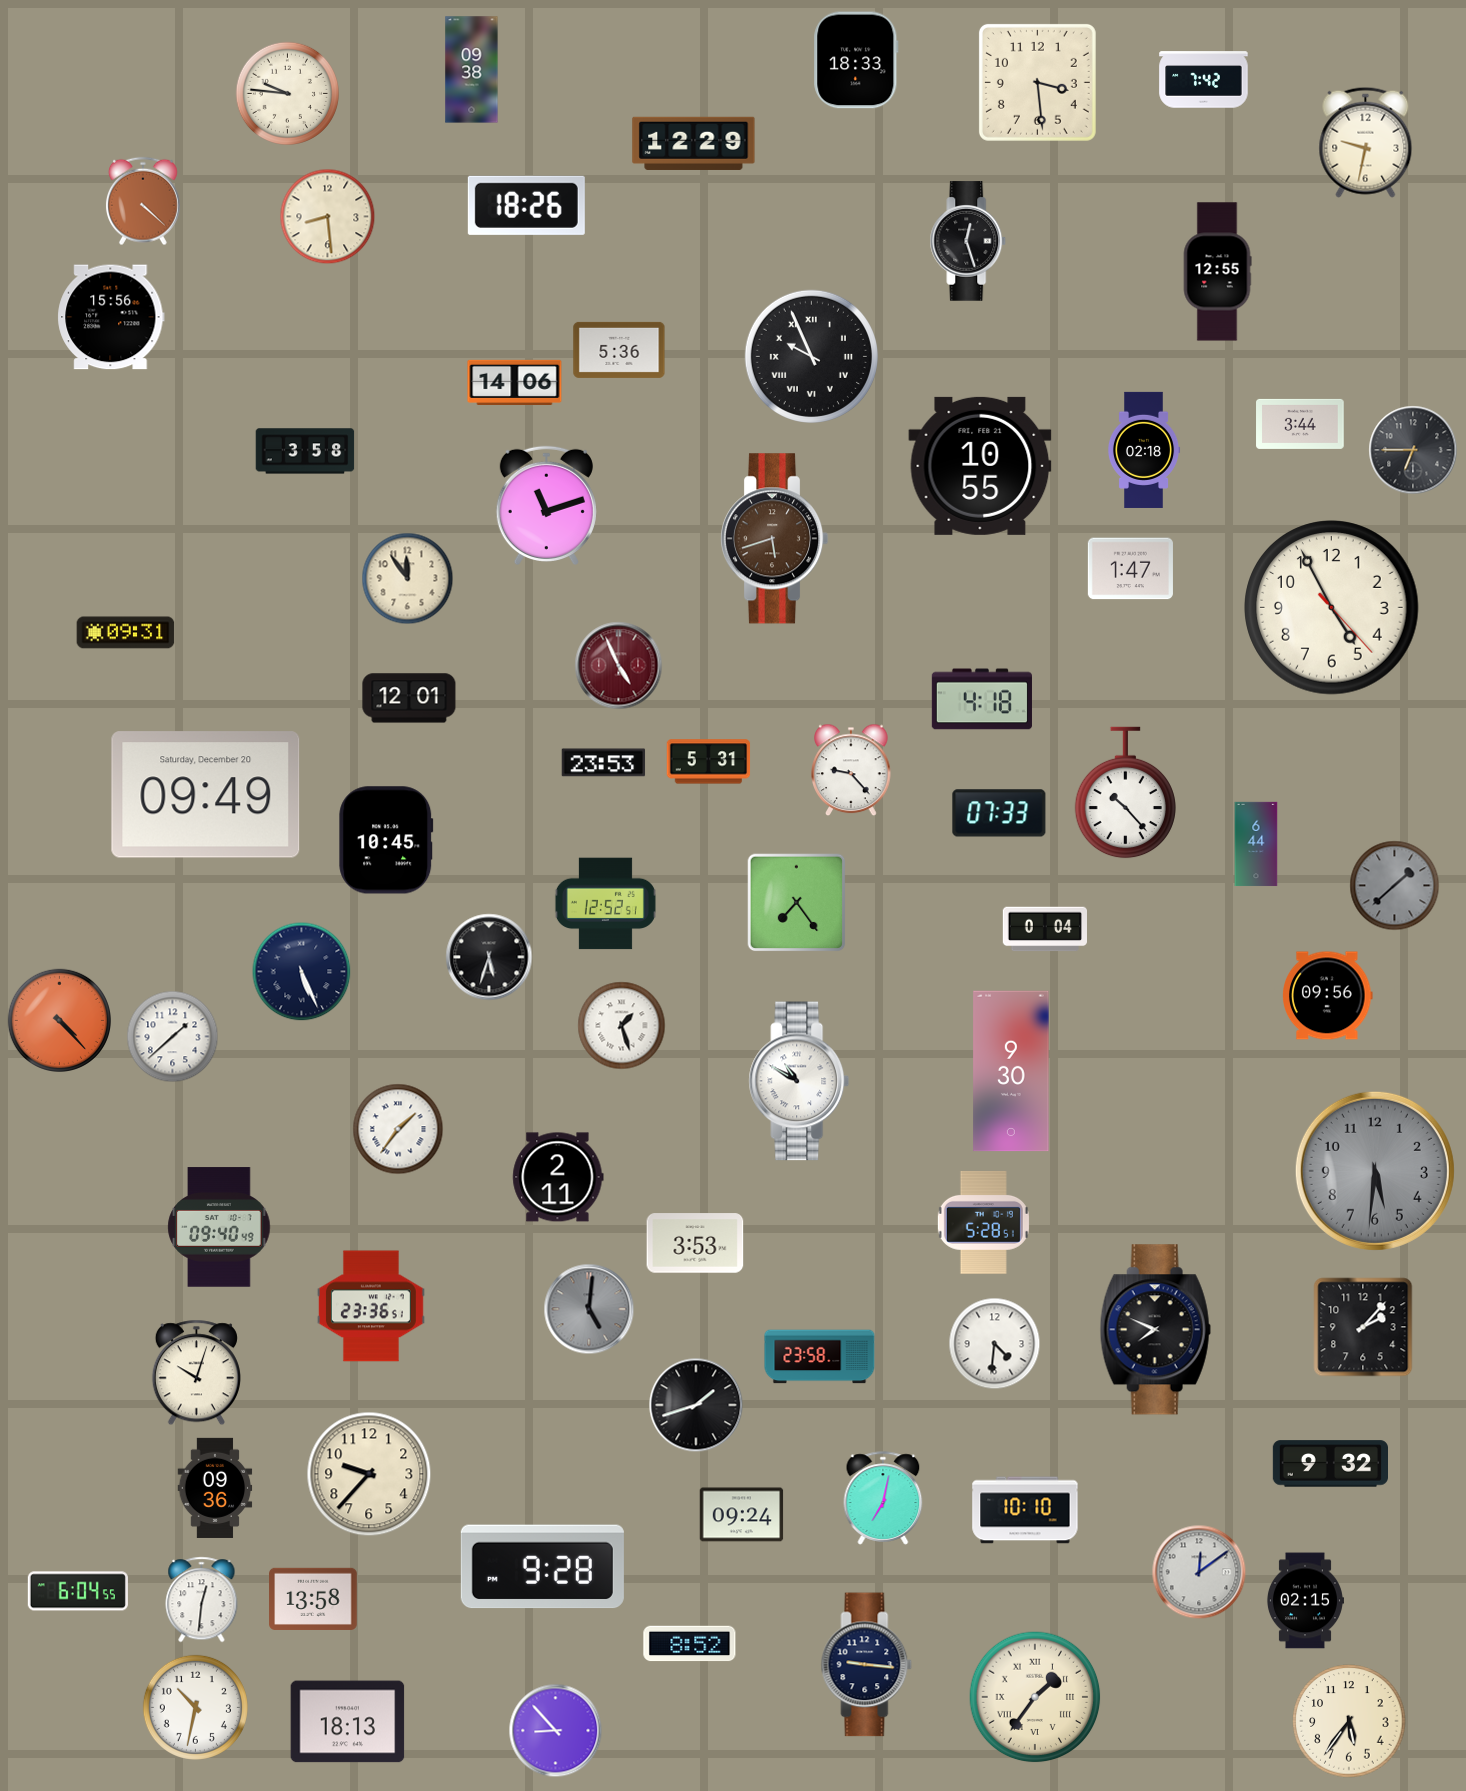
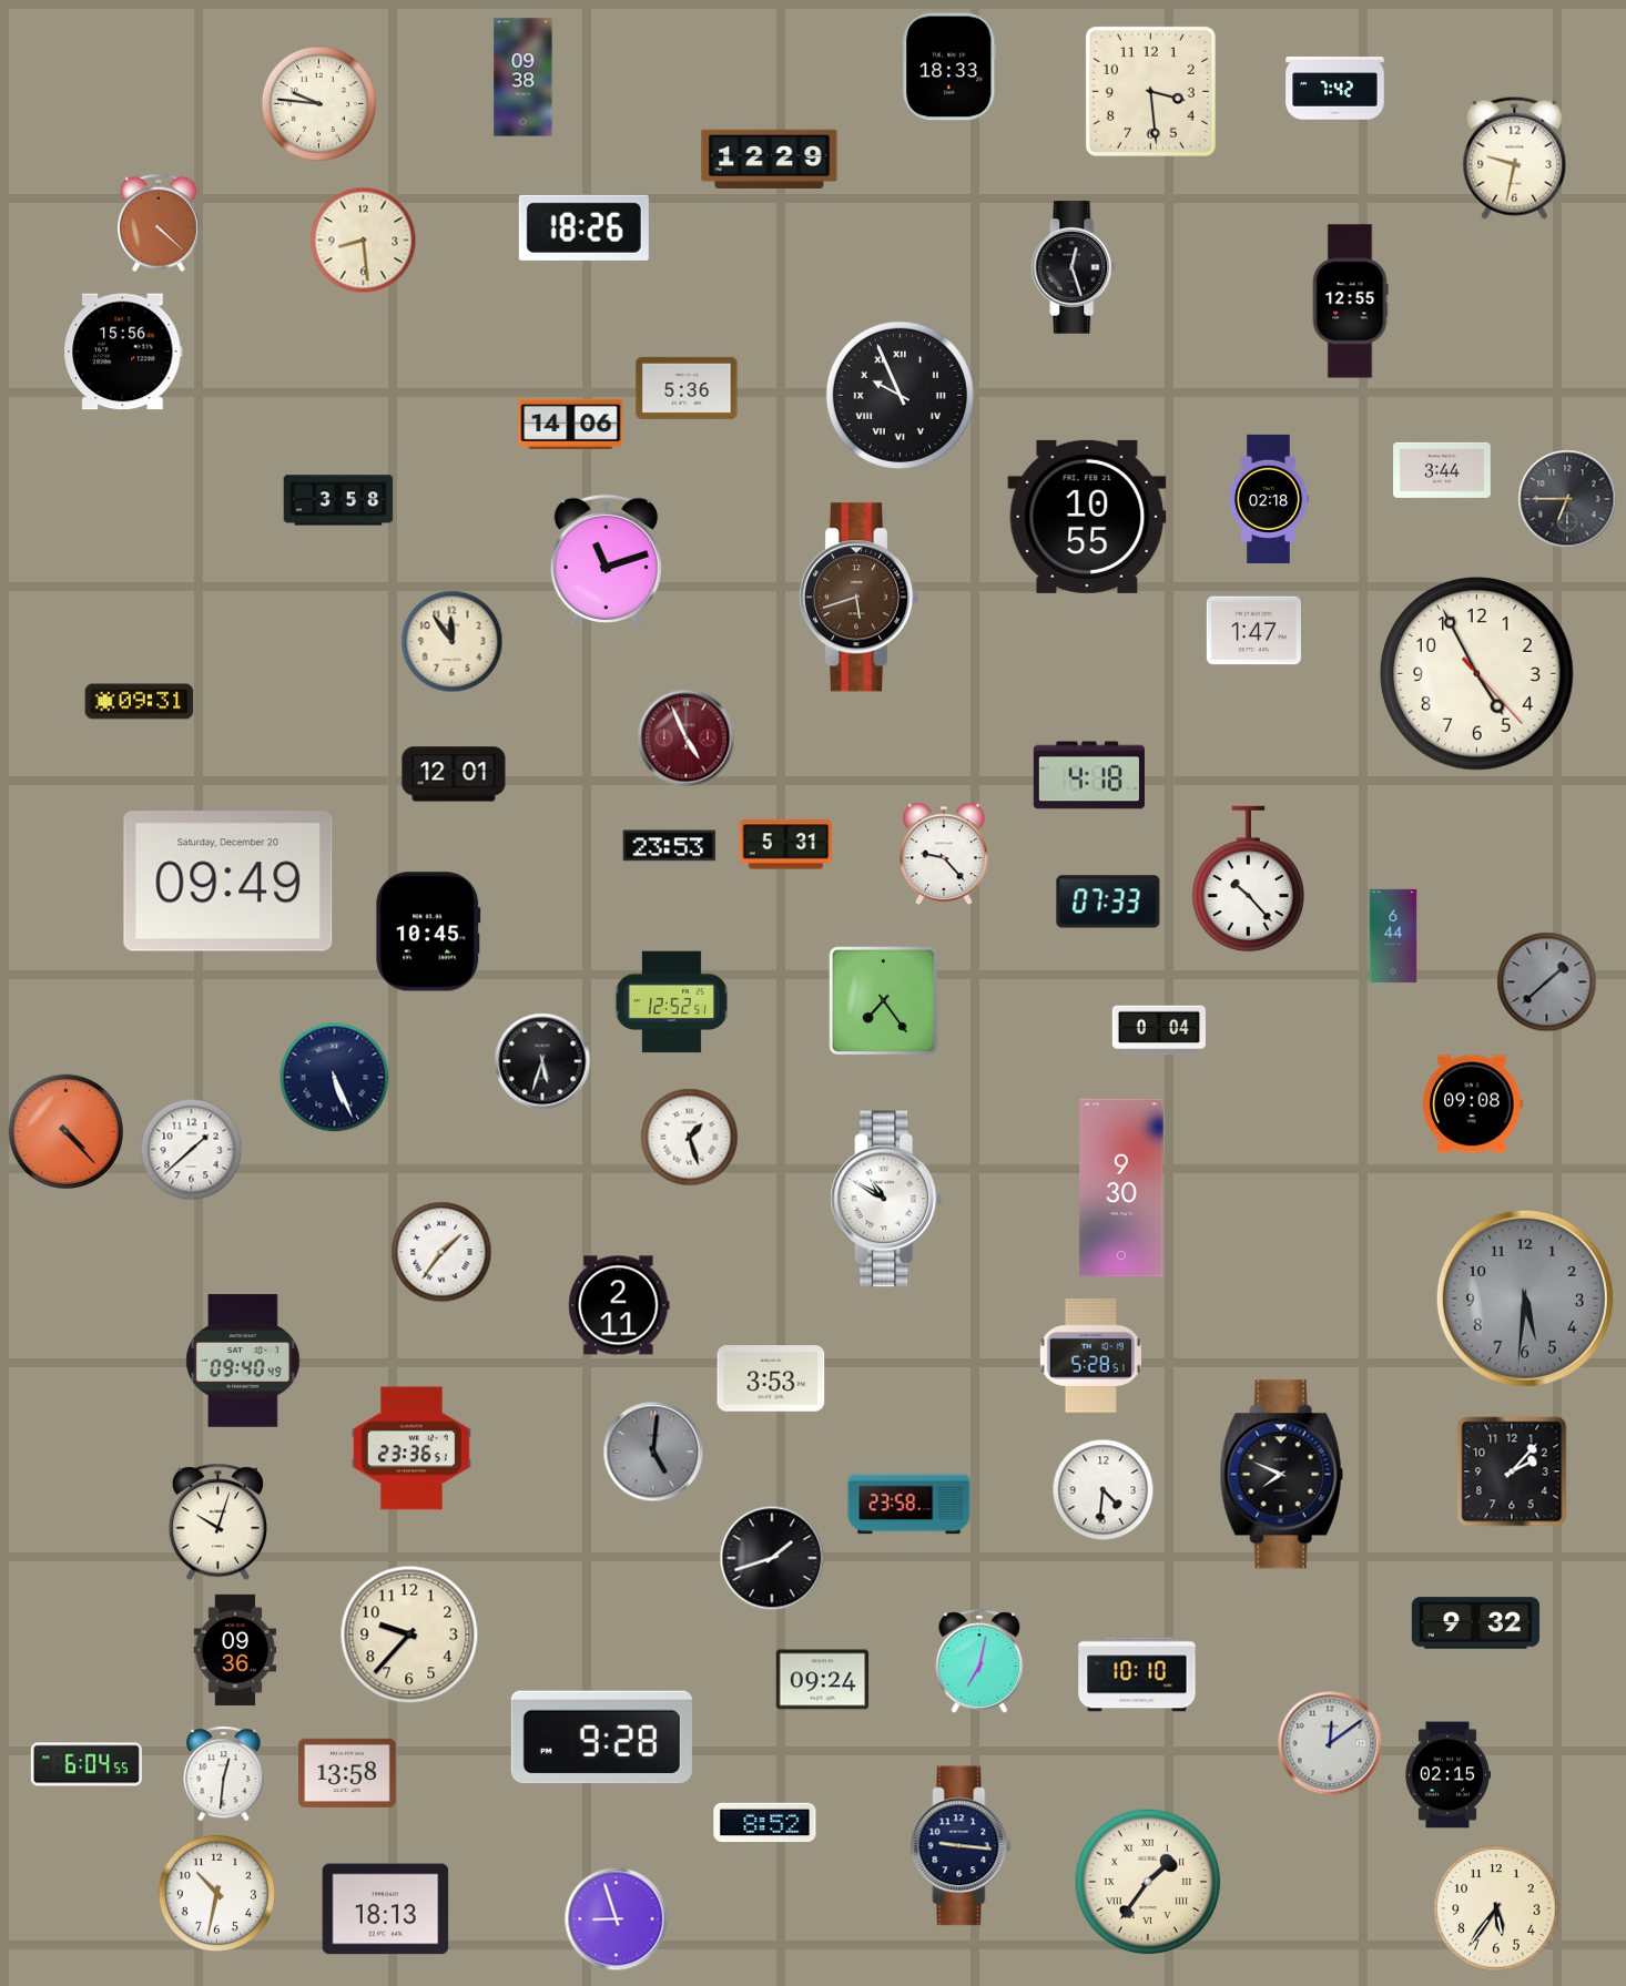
clock at (1328, 996): 09:56 -> 09:08
clock at (215, 1487) position: (215, 1487) -> (235, 1649)
clock at (556, 1731): 8:53 -> 8:57
